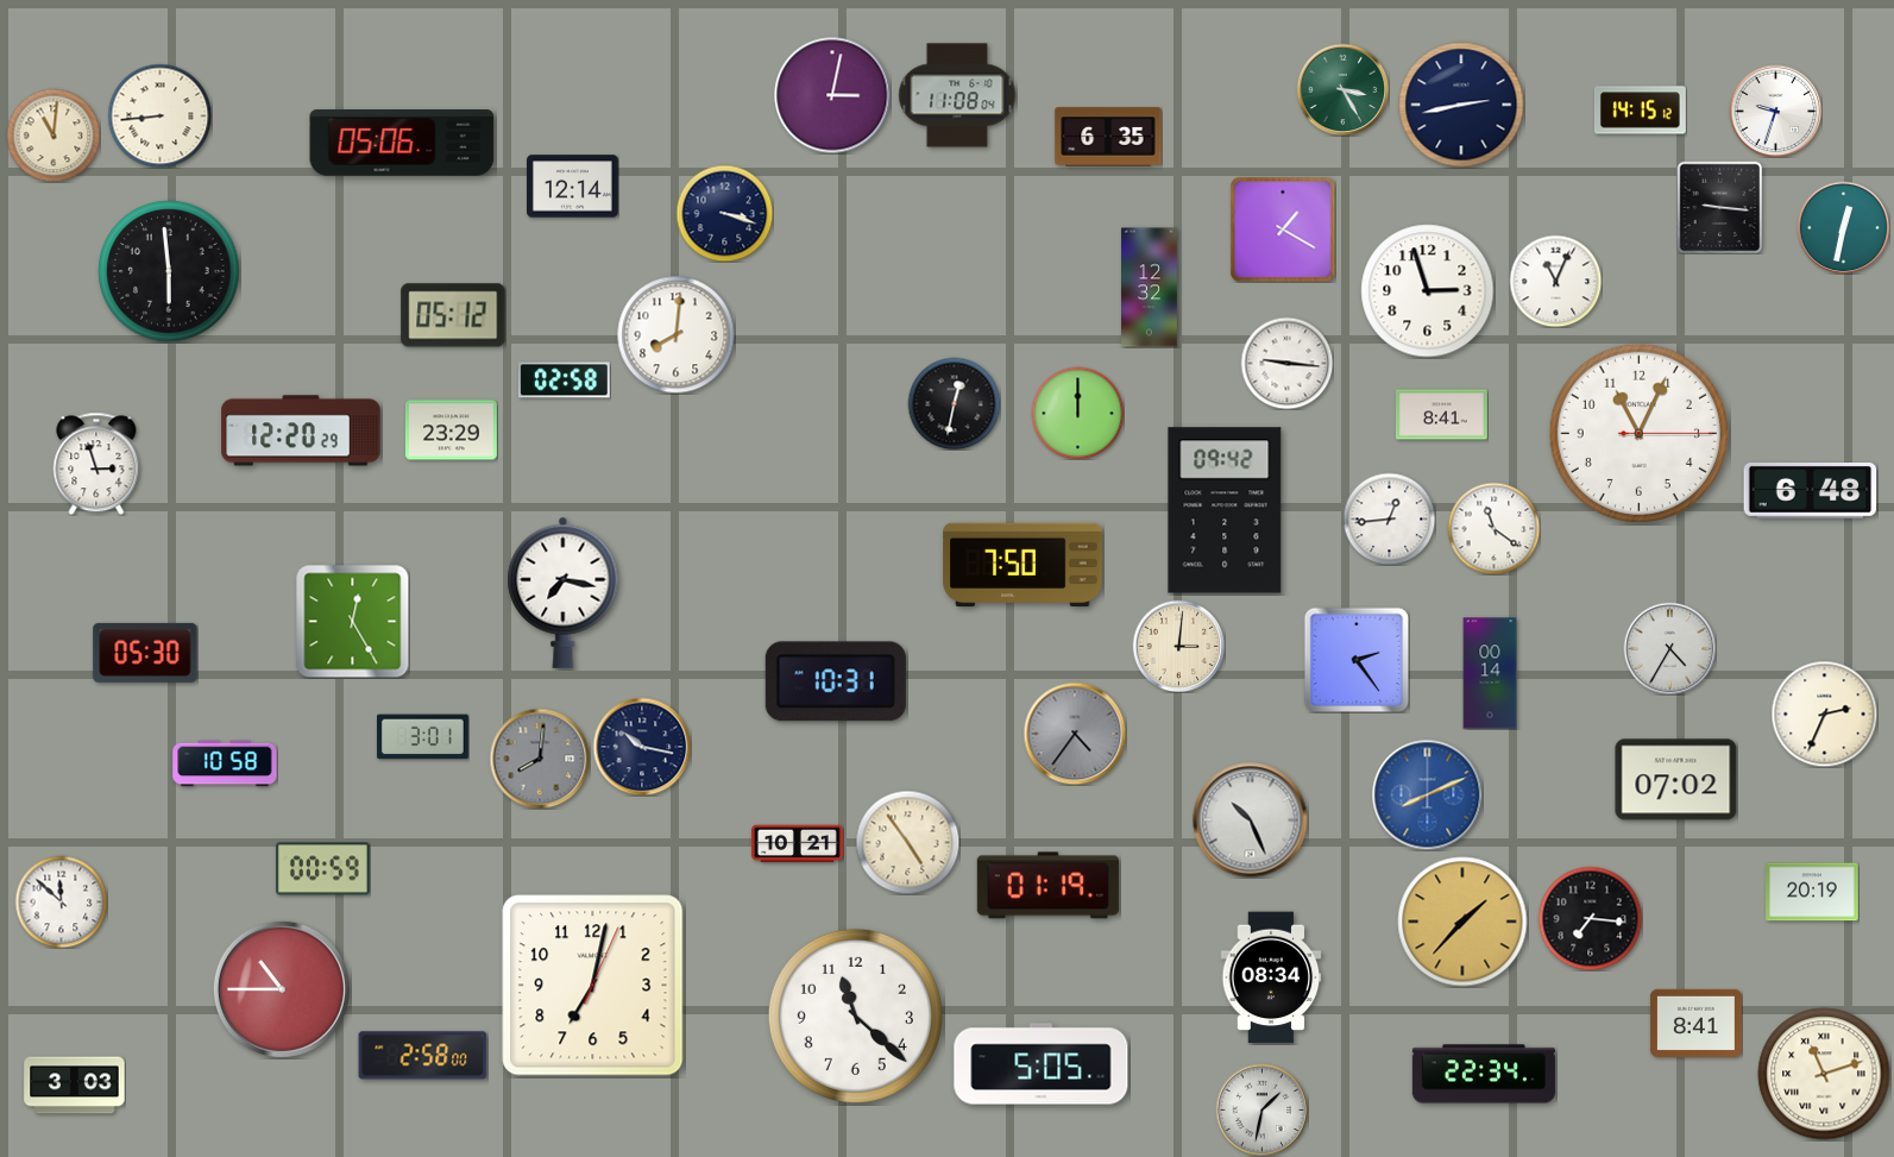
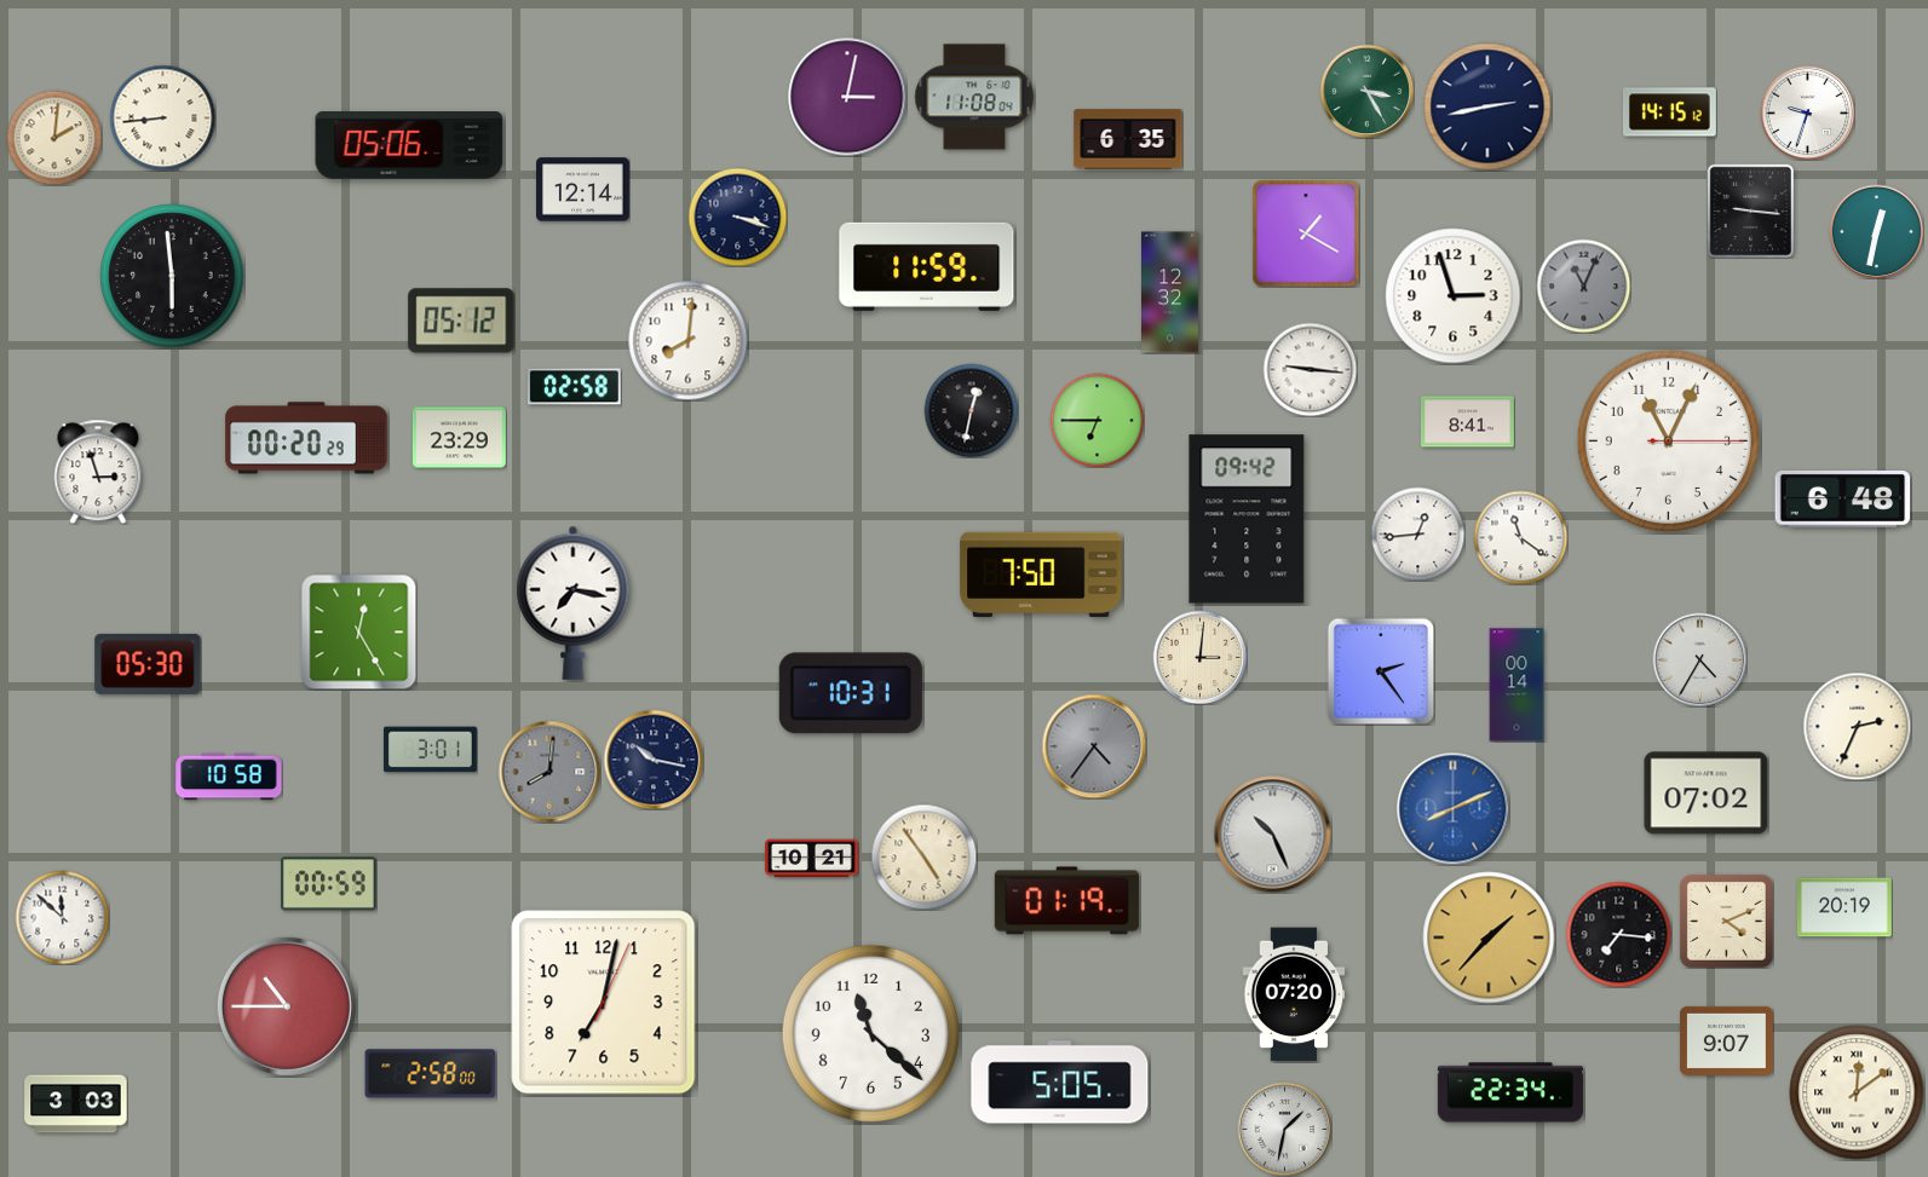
clock at (54, 136): 11:01 -> 2:01
clock at (927, 266): none -> 11:59
clock at (1555, 281) dial: white -> grey
clock at (1077, 413): 12:00 -> 6:45
clock at (301, 430): 12:20 -> 00:20
clock at (1389, 518) position: (1389, 518) -> (1417, 533)
clock at (1726, 921): none -> 4:11
clock at (1271, 977): 08:34 -> 07:20
clock at (1695, 1023): 8:41 -> 9:07
clock at (1824, 1074): 11:12 -> 12:09
